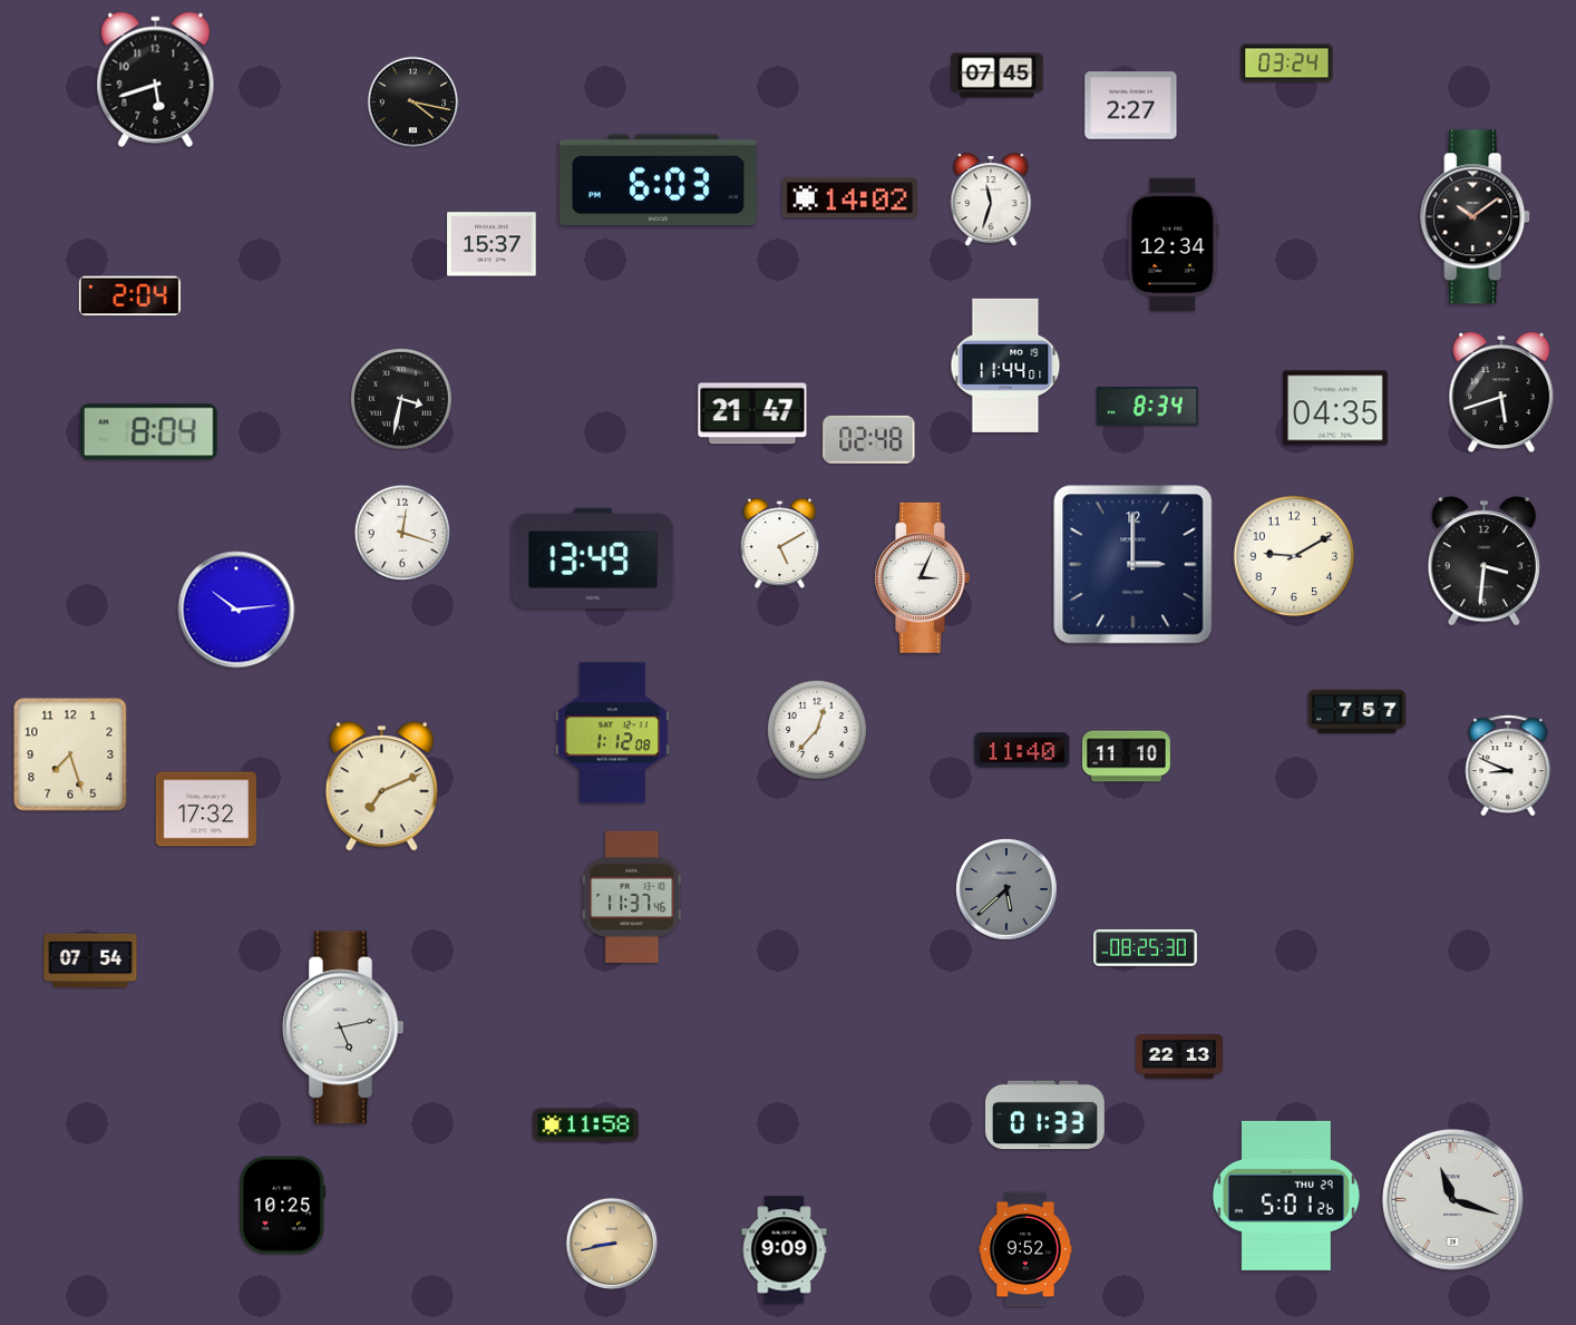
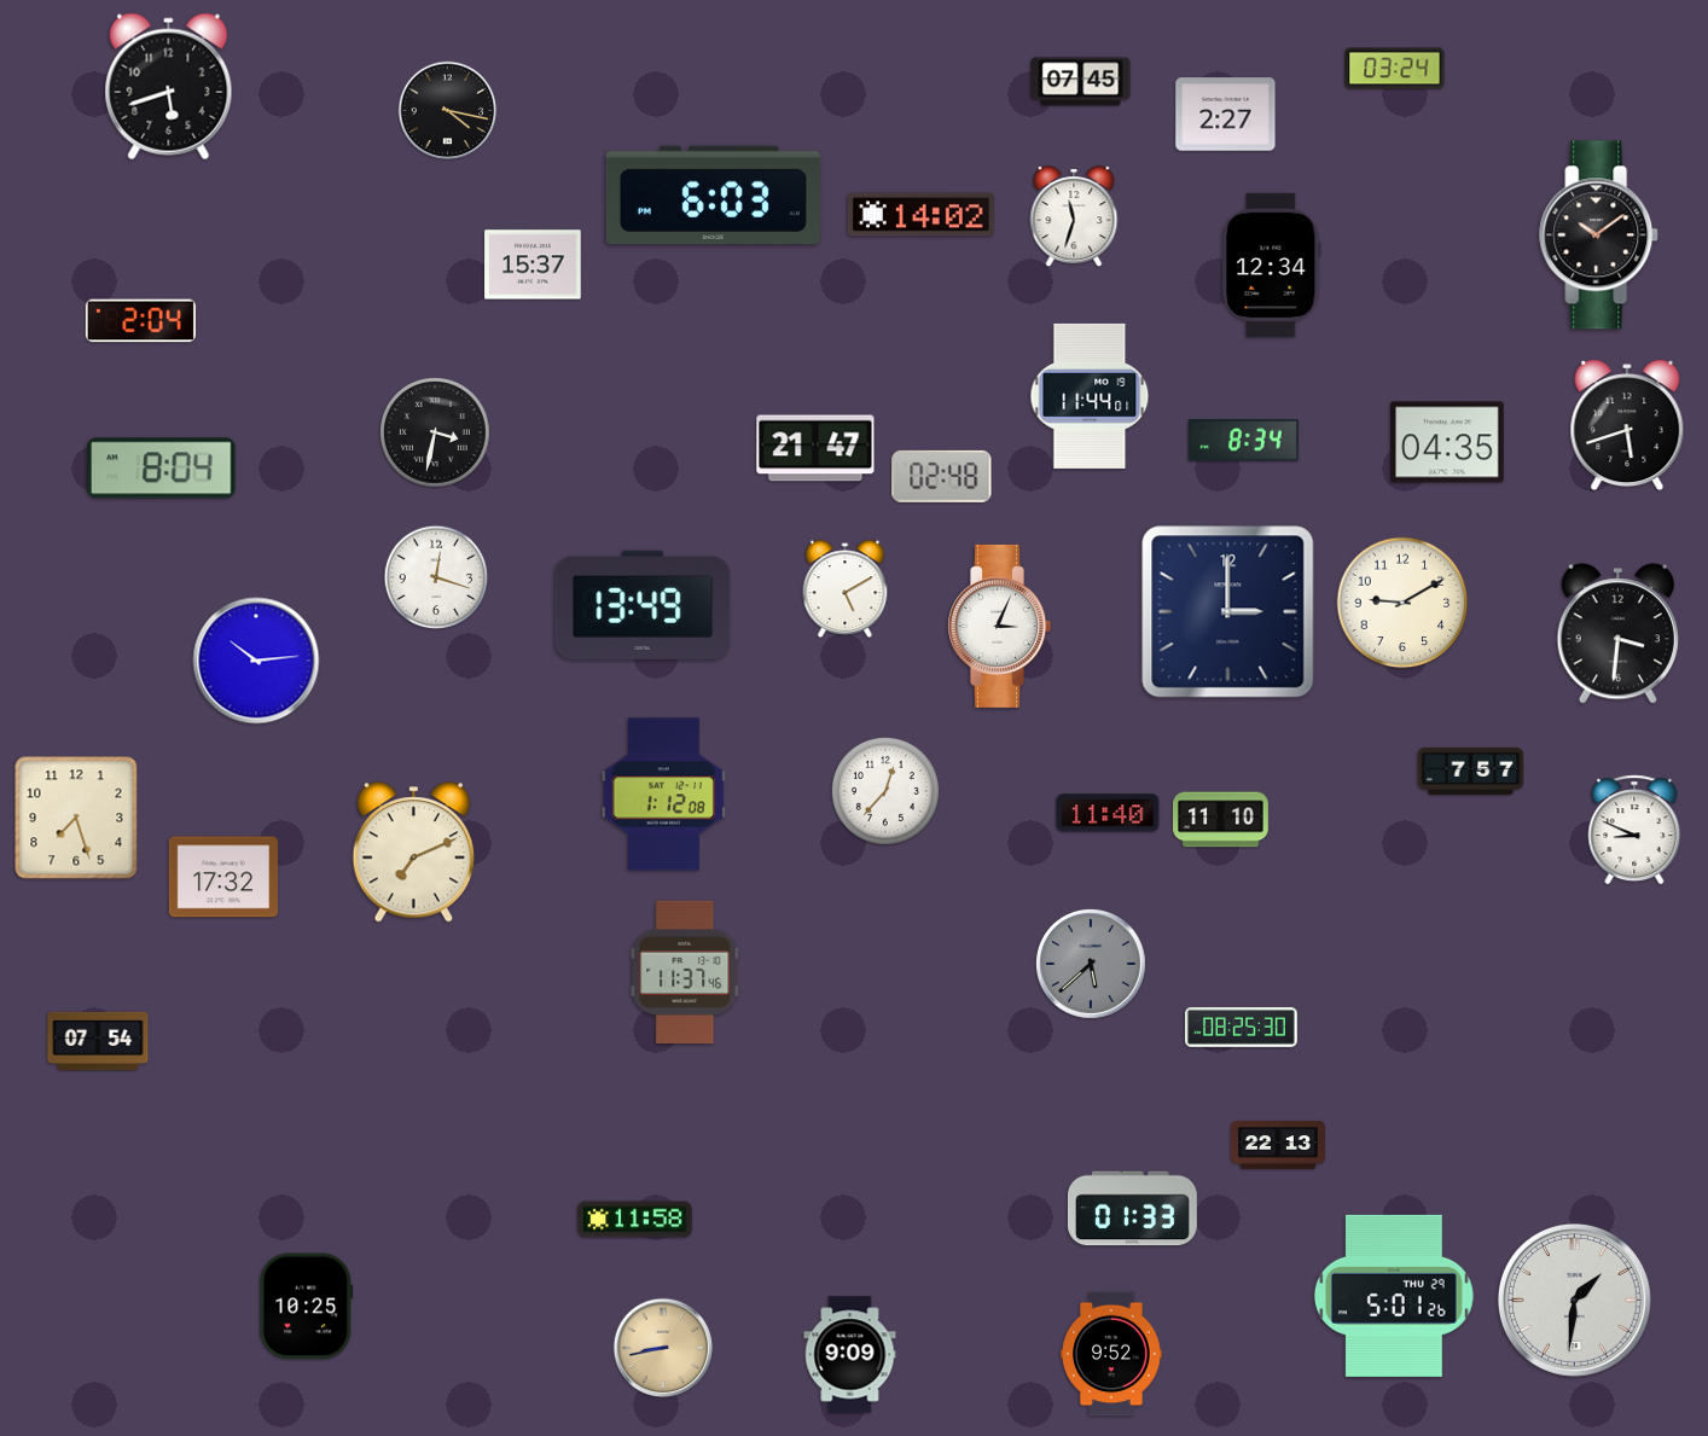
clock at (1483, 562) position: (1483, 562) -> (1617, 634)
clock at (343, 1027): 5:13 -> none
clock at (1452, 1199): 11:18 -> 1:31
